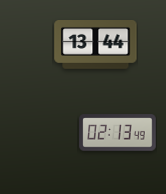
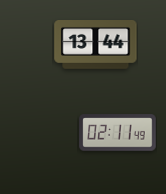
clock at (118, 133): 02:13 -> 02:11
